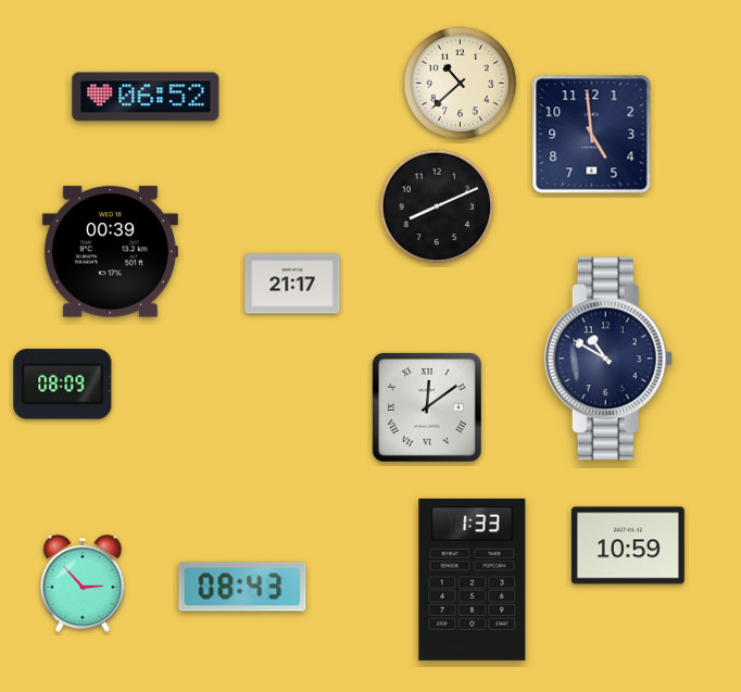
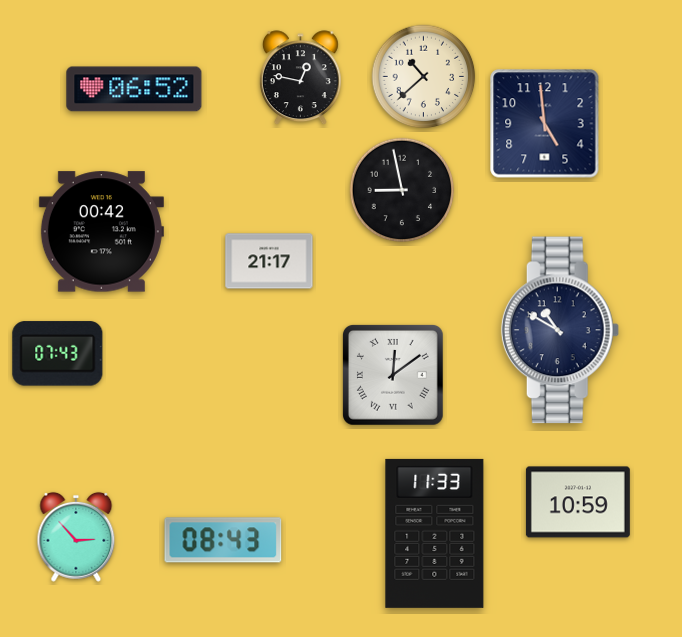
clock at (300, 78): none -> 12:47
clock at (437, 206): 8:11 -> 8:58
clock at (110, 252): 00:39 -> 00:42
clock at (63, 385): 08:09 -> 07:43
clock at (473, 579): 1:33 -> 11:33
